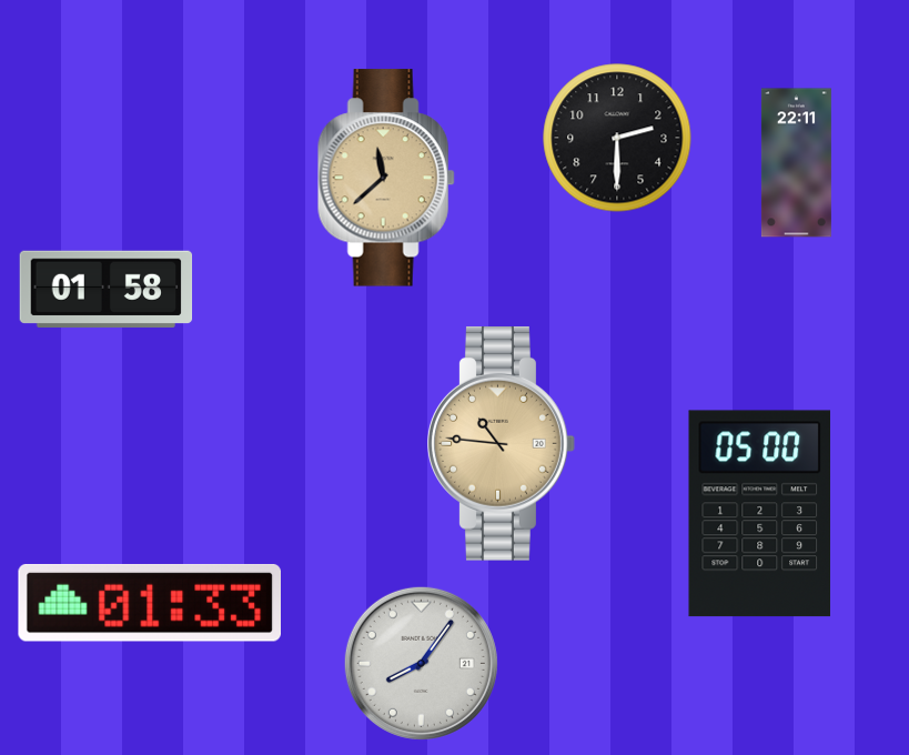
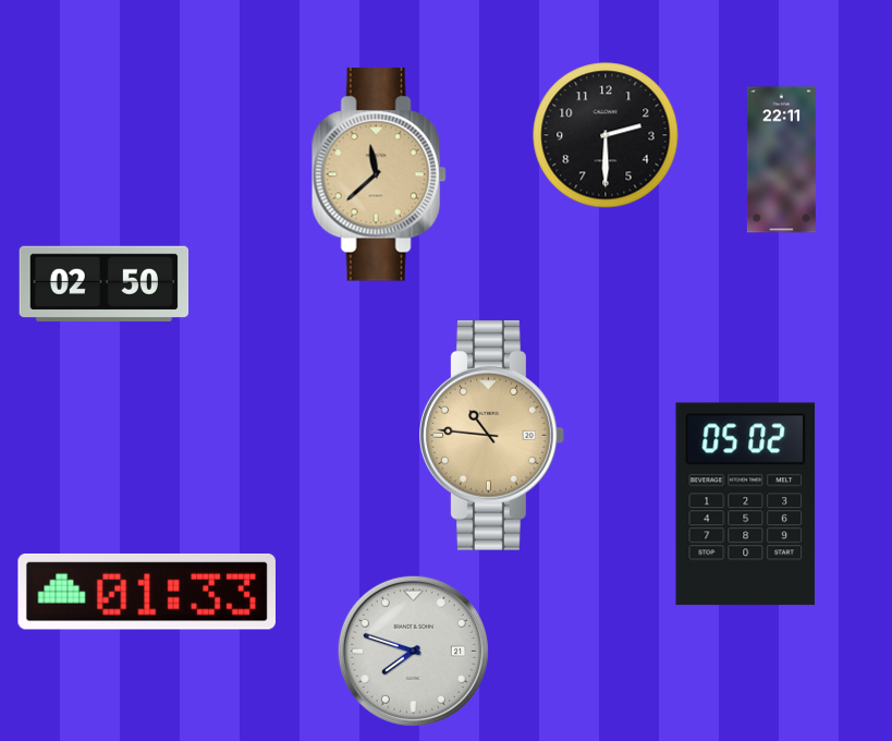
clock at (107, 289): 01:58 -> 02:50
clock at (760, 514): 05:00 -> 05:02
clock at (421, 663): 8:06 -> 7:48
